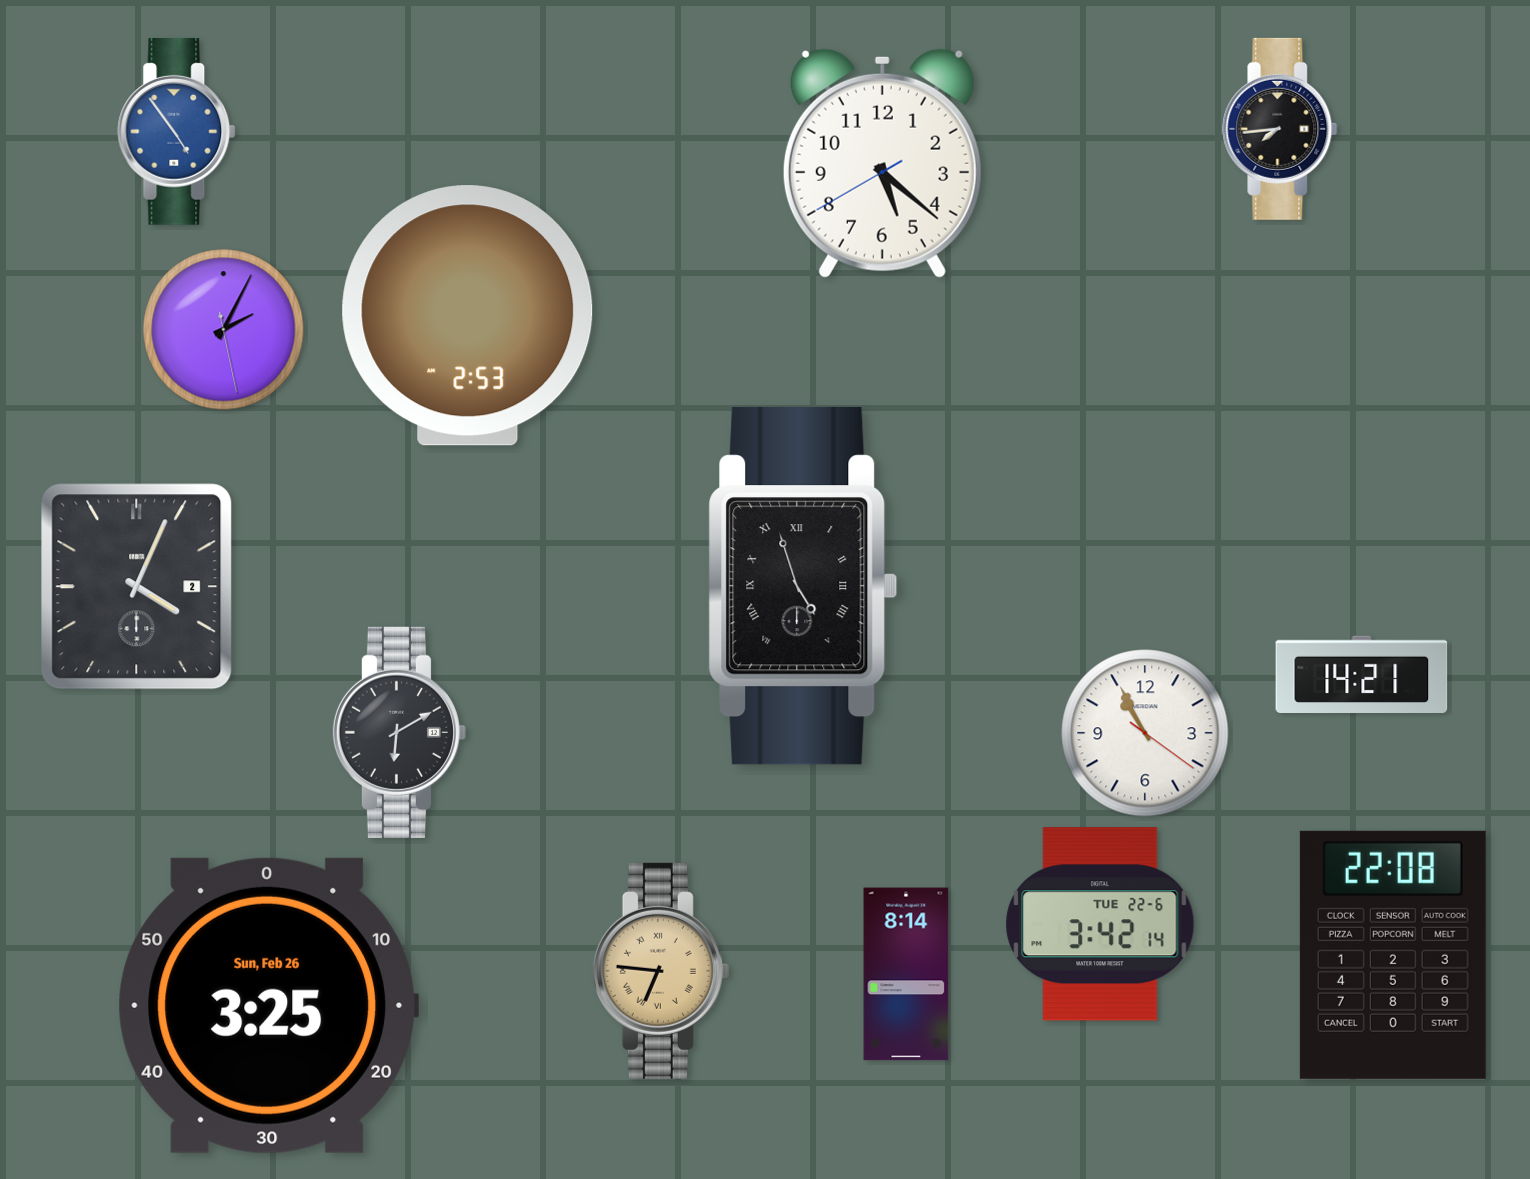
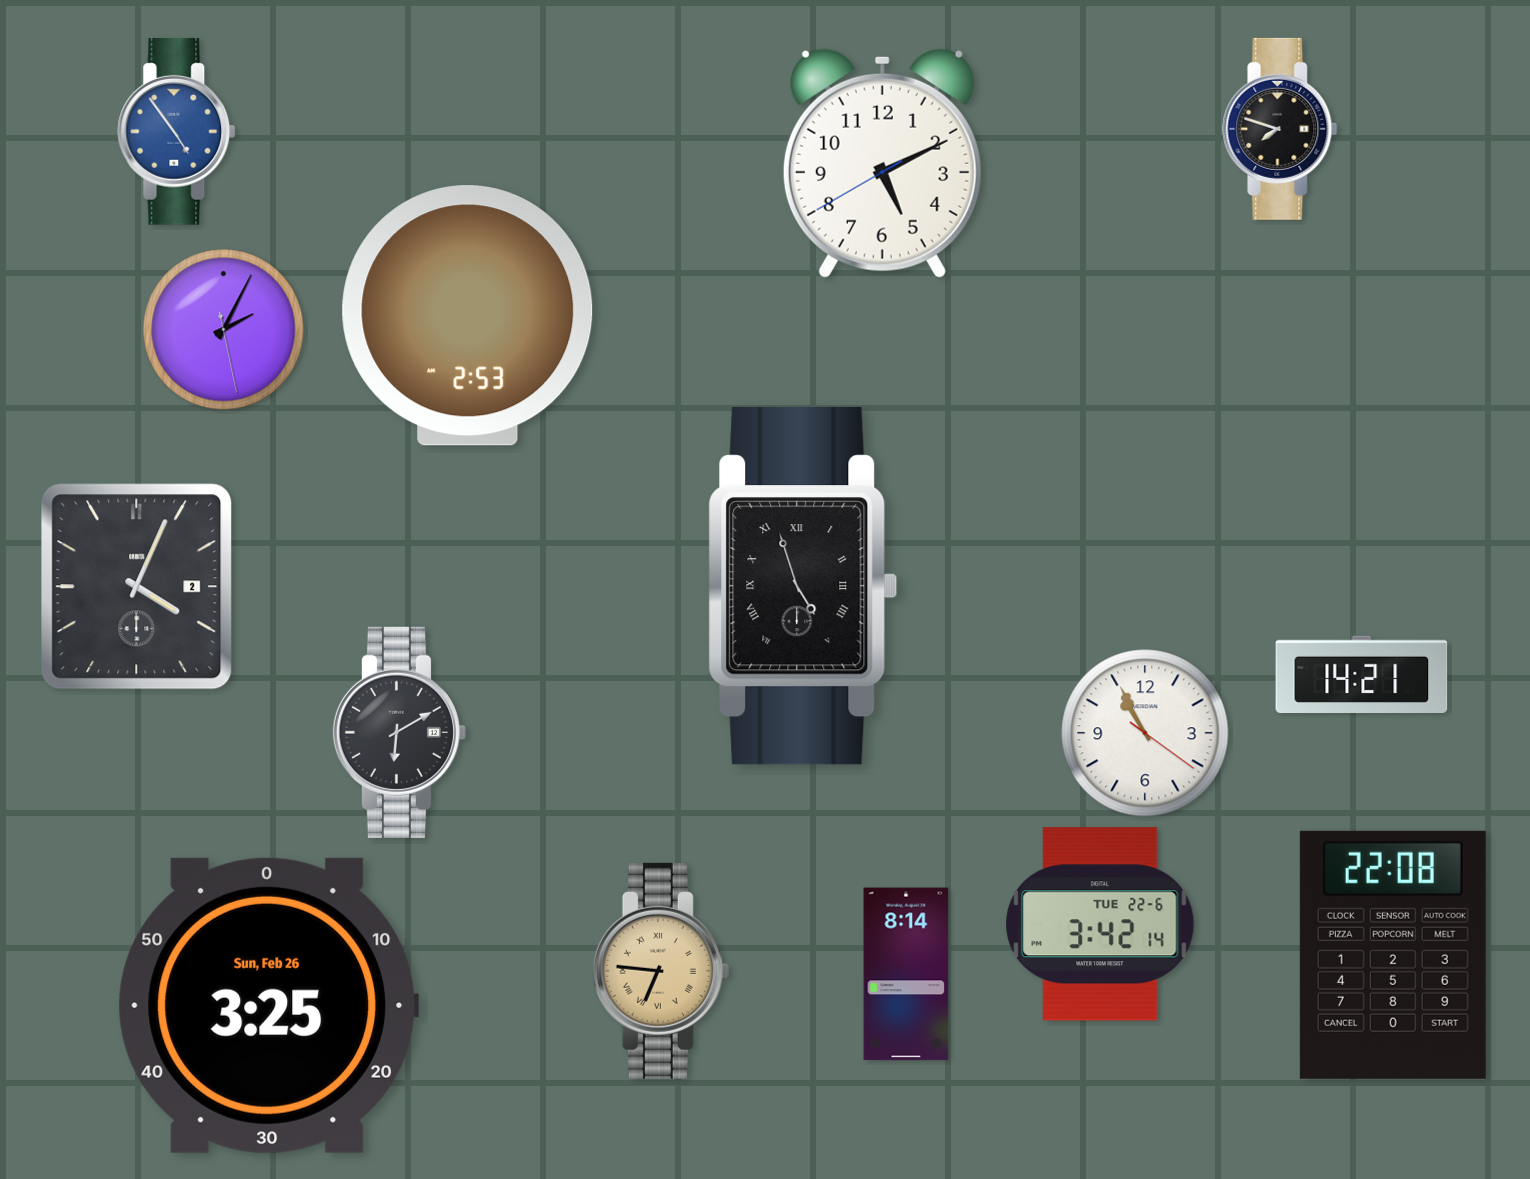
clock at (1280, 129): 7:44 -> 7:48
clock at (882, 163): 5:21 -> 5:10
